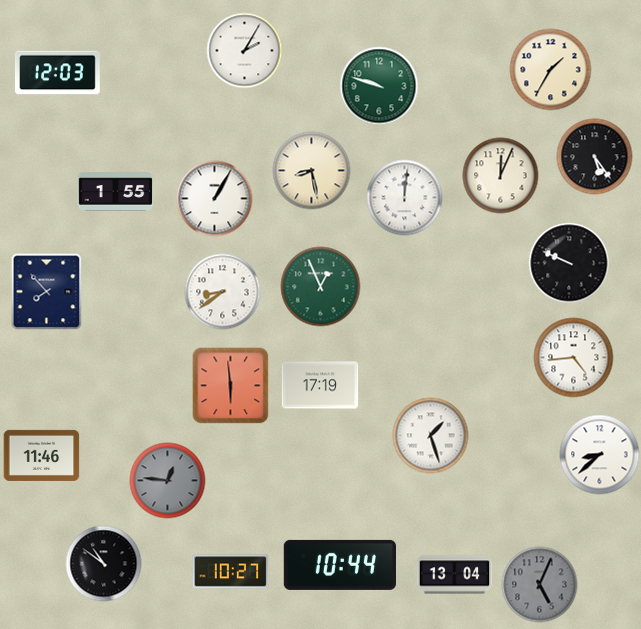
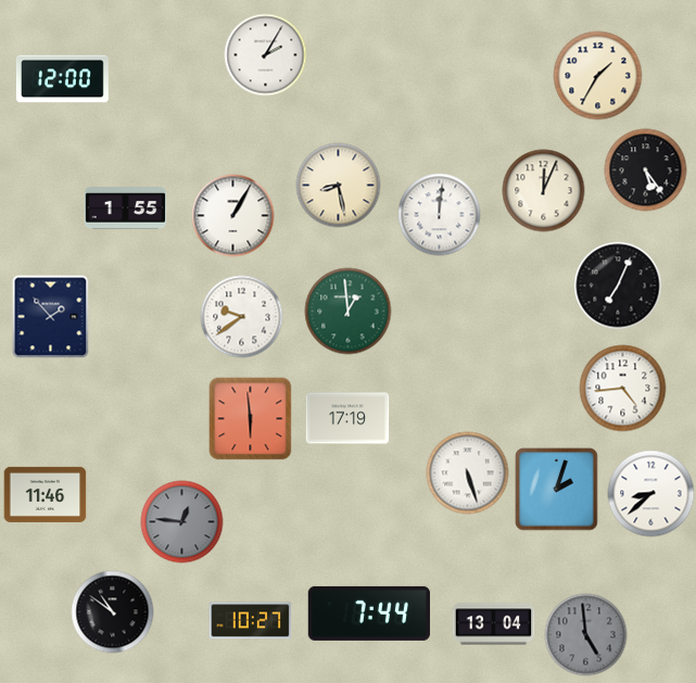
clock at (58, 73): 12:03 -> 12:00
clock at (379, 86): 9:48 -> none
clock at (569, 263): 9:49 -> 7:04
clock at (321, 287): 12:56 -> 12:59
clock at (47, 292): 7:53 -> 1:53
clock at (223, 292): 8:39 -> 9:39
clock at (431, 436): 1:27 -> 5:27
clock at (557, 490): none -> 2:03
clock at (340, 565): 10:44 -> 7:44
clock at (540, 585): 5:04 -> 4:59
